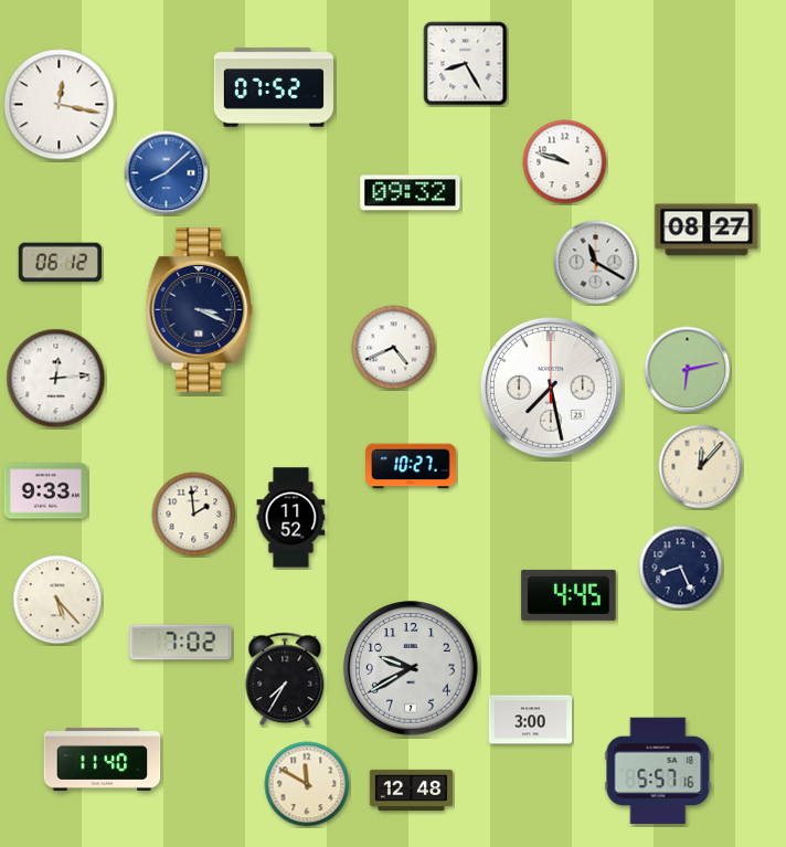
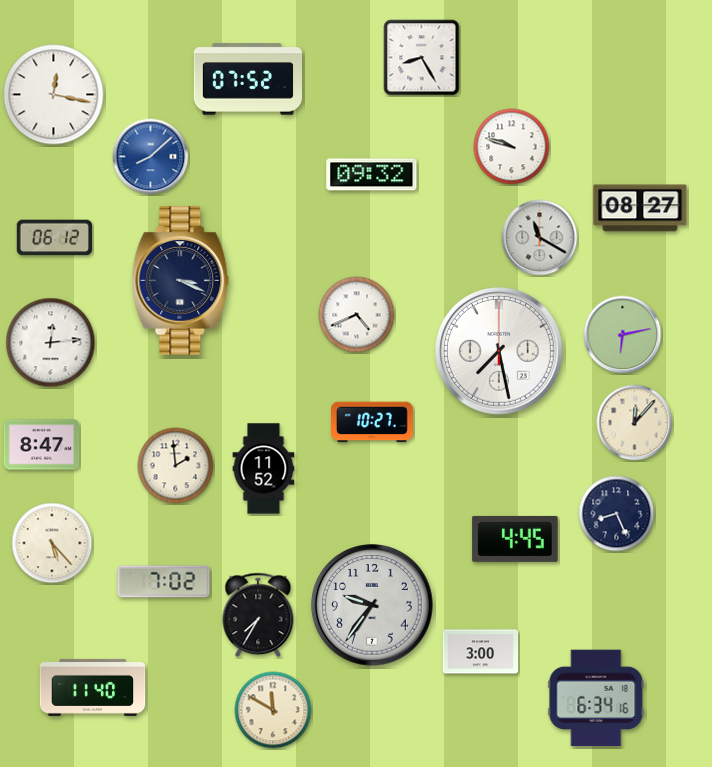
clock at (46, 491): 9:33 -> 8:47
clock at (411, 668): 9:40 -> 9:36
clock at (658, 771): 5:57 -> 6:34
clock at (307, 784) position: (307, 784) -> (273, 710)
clock at (412, 790): 12:48 -> none
